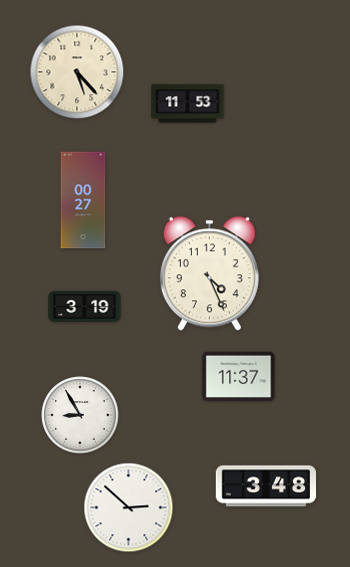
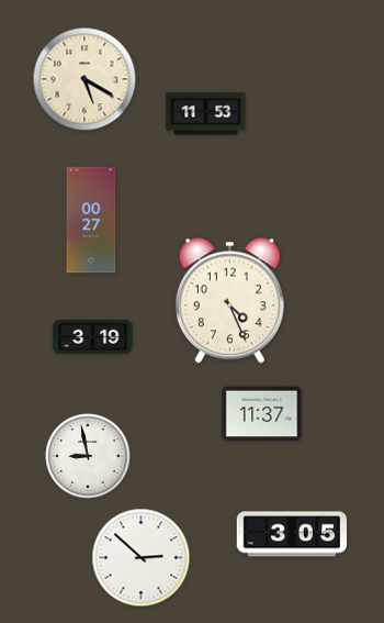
clock at (77, 72): 5:23 -> 5:20
clock at (80, 415): 8:55 -> 8:58
clock at (266, 486): 3:48 -> 3:05
